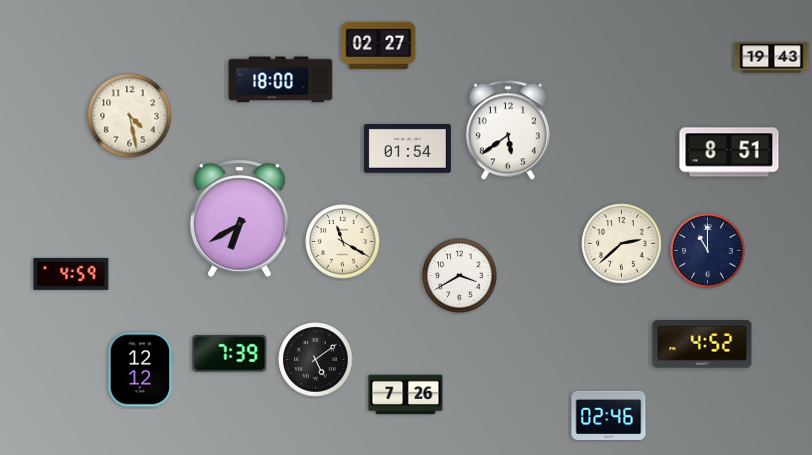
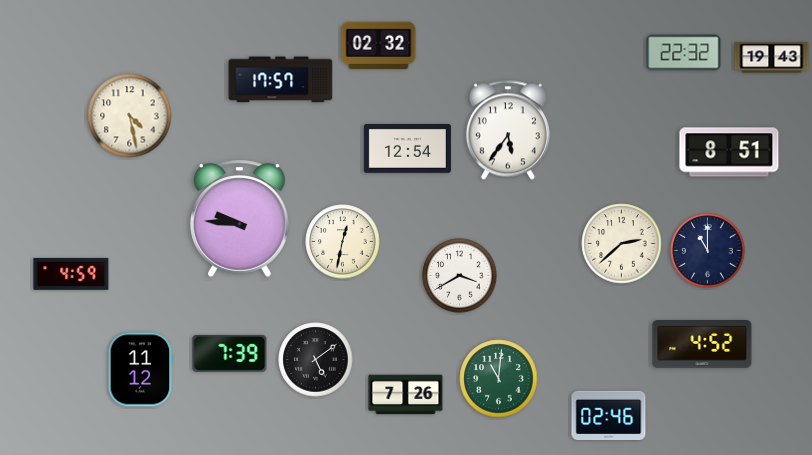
clock at (379, 46): 02:27 -> 02:32
clock at (684, 53): none -> 22:32
clock at (281, 80): 18:00 -> 17:57
clock at (508, 130): 5:39 -> 5:36
clock at (407, 149): 01:54 -> 12:54
clock at (240, 218): 6:40 -> 9:46
clock at (343, 242): 11:20 -> 12:32
clock at (140, 370): 12:12 -> 11:12
clock at (499, 379): none -> 11:01
